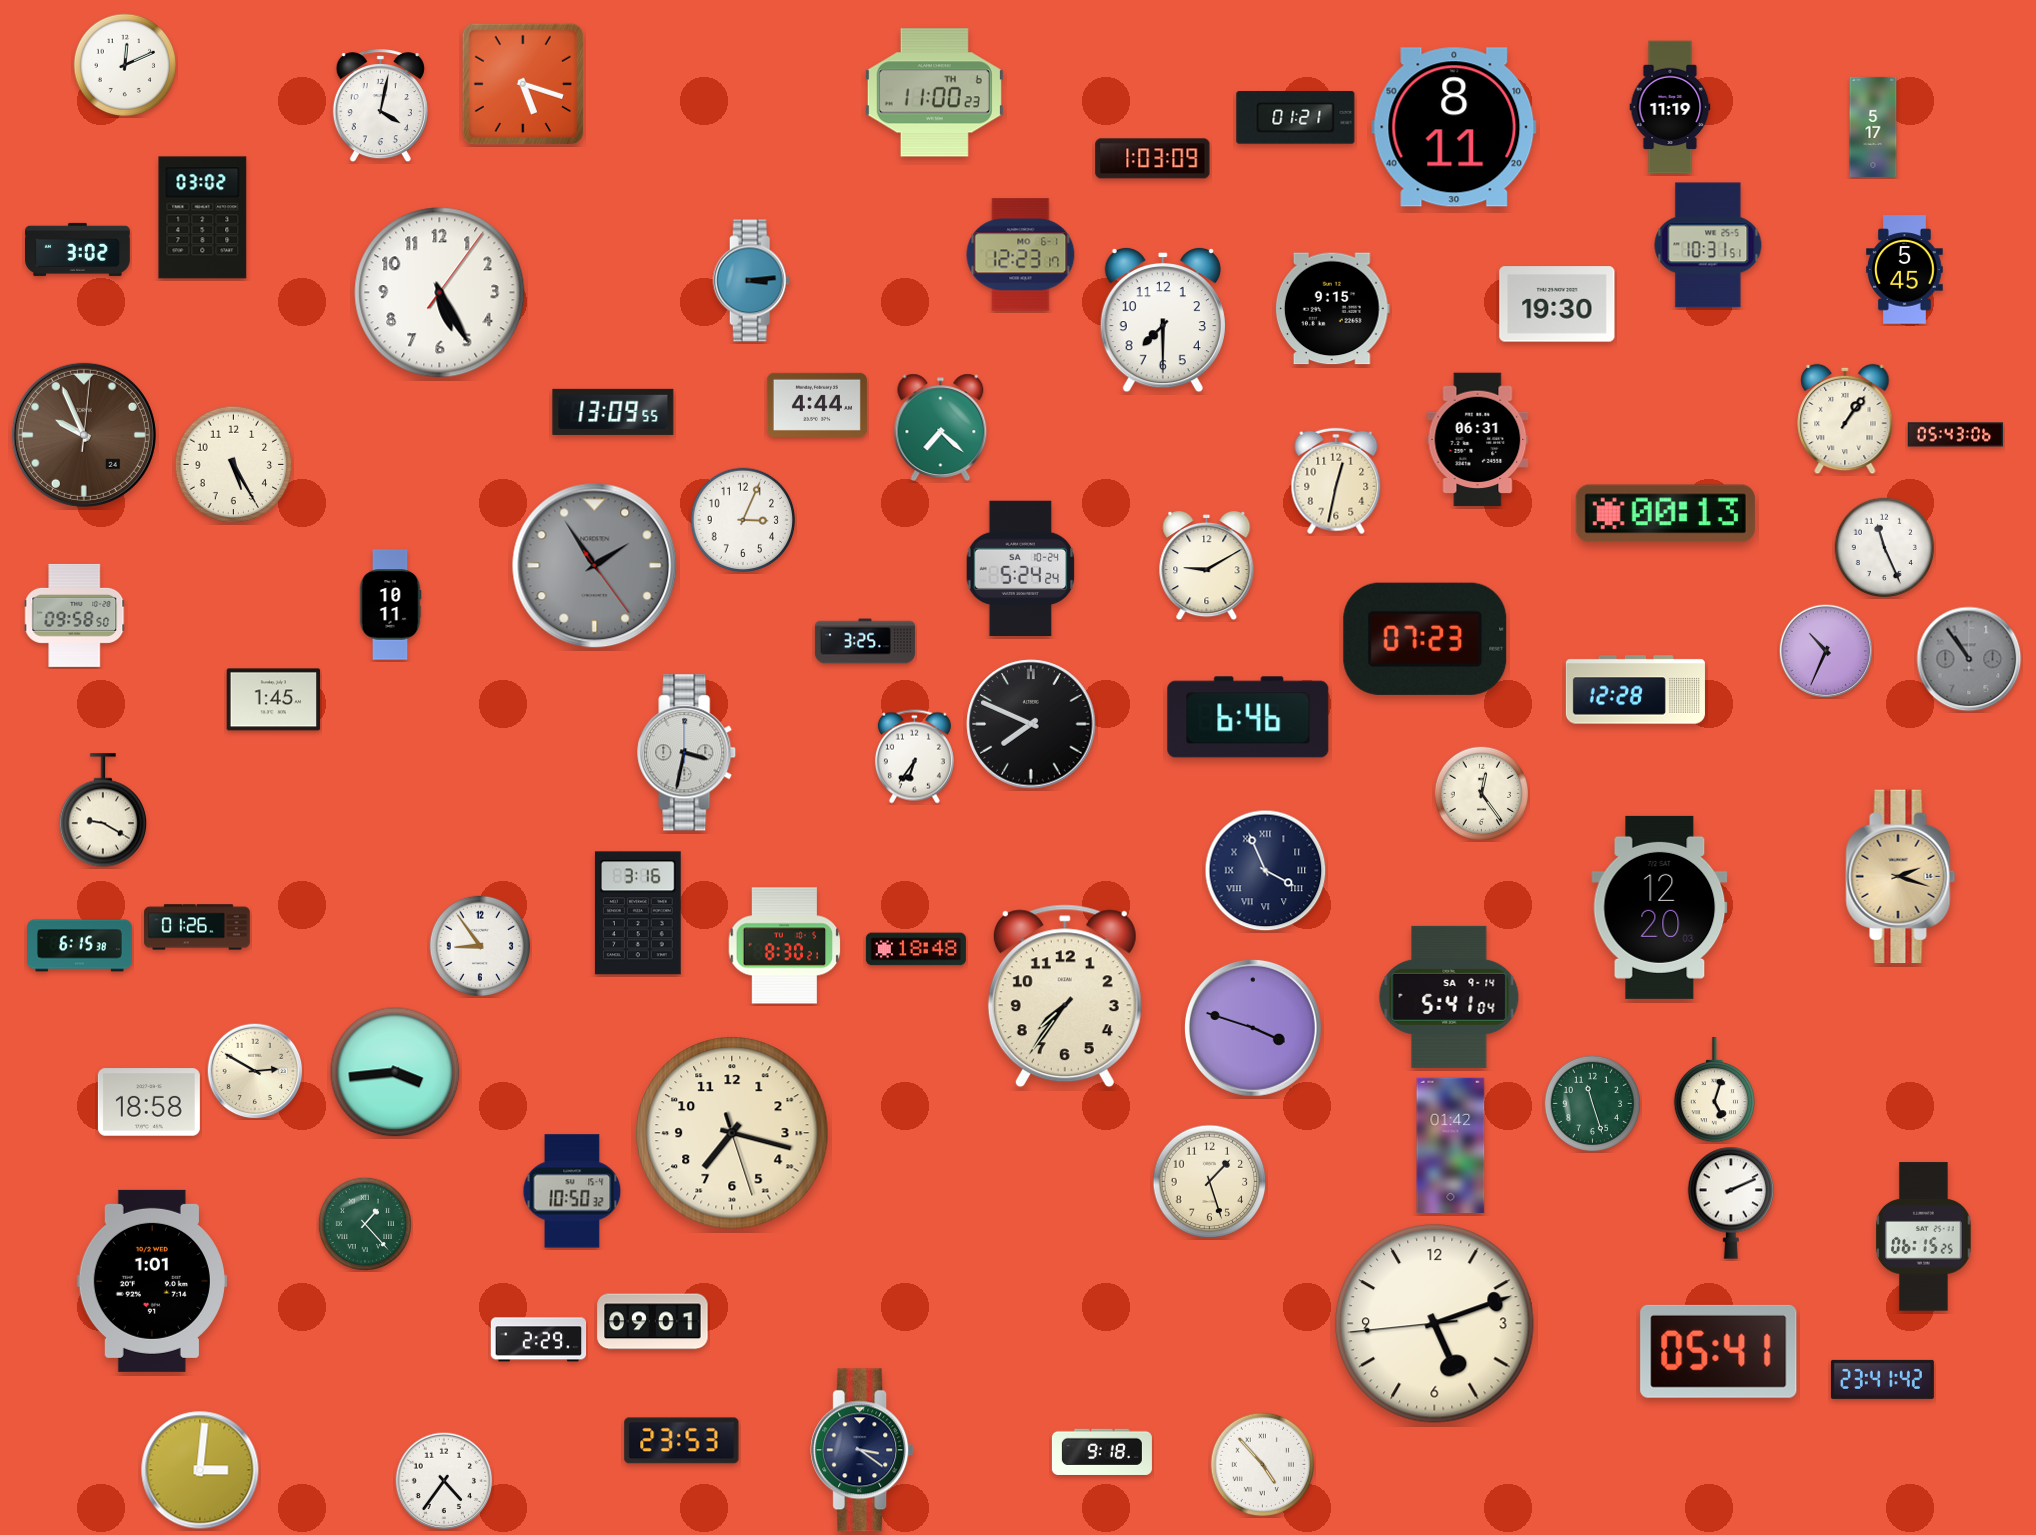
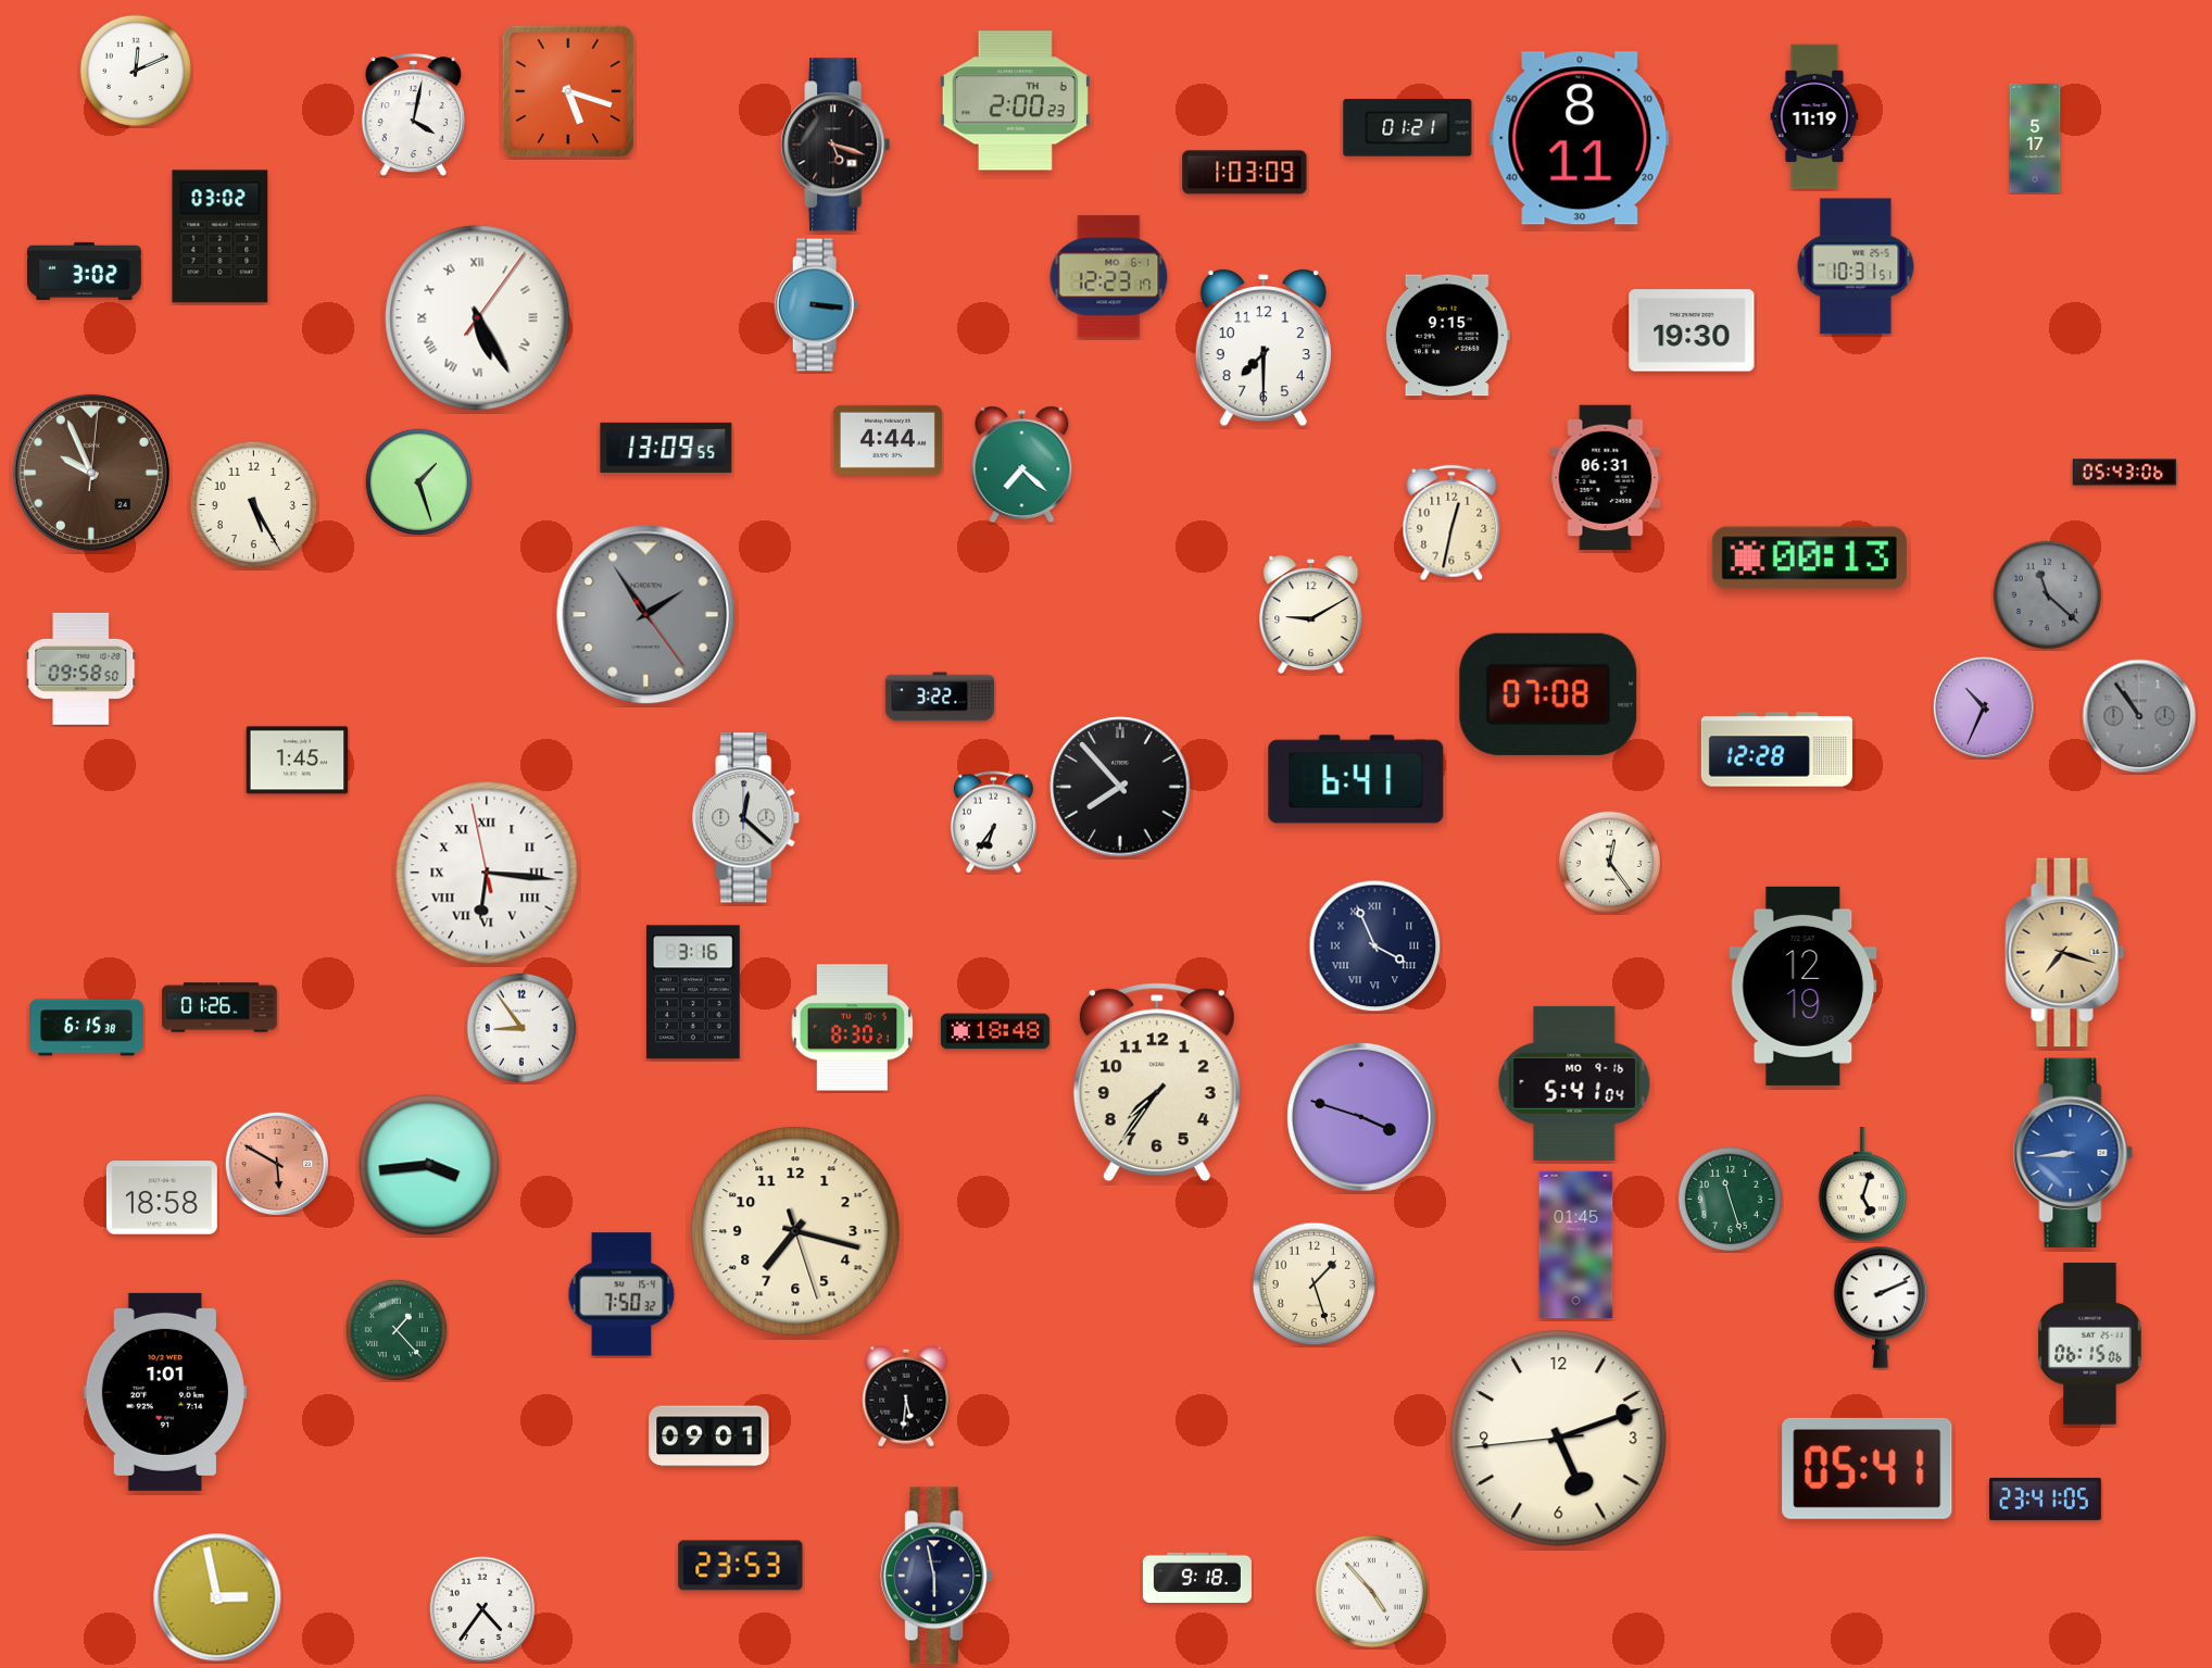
clock at (934, 93): 11:00 -> 2:00
clock at (835, 145): none -> 5:18
clock at (1153, 159) position: (1153, 159) -> (1245, 173)
clock at (1905, 270): 5:45 -> none
clock at (752, 281): 3:14 -> 3:16
clock at (440, 293) numerals: Arabic -> Roman
clock at (1845, 419): 1:06 -> none
clock at (418, 481): none -> 1:27
clock at (743, 520): 3:04 -> none
clock at (1885, 548): 11:26 -> 11:22
clock at (1885, 548) dial: white -> grey
clock at (1021, 568): 5:24 -> none
clock at (390, 605): 10:11 -> none
clock at (1425, 639): 07:23 -> 07:08
clock at (865, 641): 3:25 -> 3:22
clock at (1248, 717): 6:46 -> 6:41
clock at (1031, 724): 7:49 -> 7:53
clock at (687, 753): 3:32 -> 12:22
clock at (487, 873): none -> 6:15
clock at (103, 810): 9:20 -> none
clock at (1901, 877): 2:18 -> 7:18
clock at (1660, 907): 12:20 -> 12:19
clock at (197, 927) position: (197, 927) -> (219, 1007)
clock at (1449, 997) date: SA 9-14 -> MO 9-16
clock at (2073, 1152): none -> 8:44
clock at (255, 1071): 2:50 -> 5:50
clock at (255, 1071) dial: cream -> salmon
clock at (1451, 1146): 01:42 -> 01:45
clock at (572, 1191): 10:50 -> 7:50
clock at (1924, 1237): 06:15:25 -> 06:15:06
clock at (906, 1396): none -> 5:31
clock at (539, 1340): 2:29 -> none
clock at (1882, 1379): 23:41:42 -> 23:41:05
clock at (862, 1450): 3:21 -> 5:58
clock at (200, 1470): 3:01 -> 2:58
